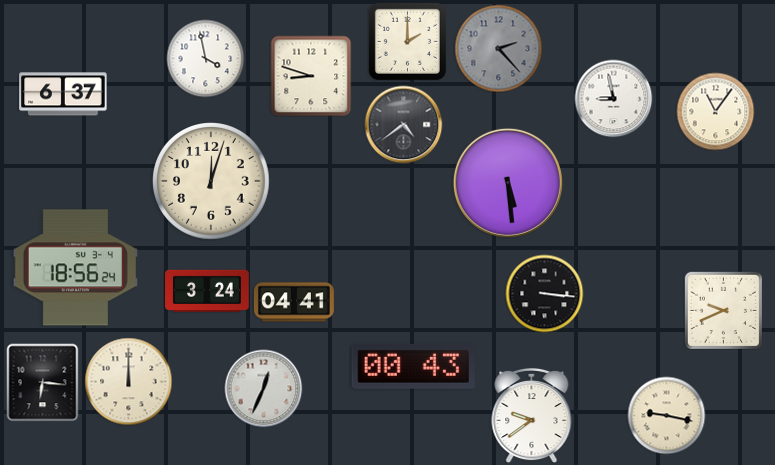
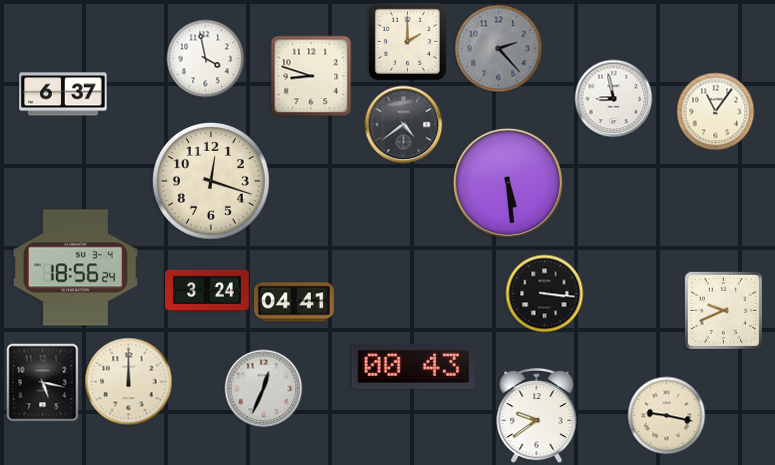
clock at (212, 182): 12:03 -> 12:18
clock at (43, 382): 6:16 -> 5:17
clock at (532, 415) position: (532, 415) -> (537, 415)
